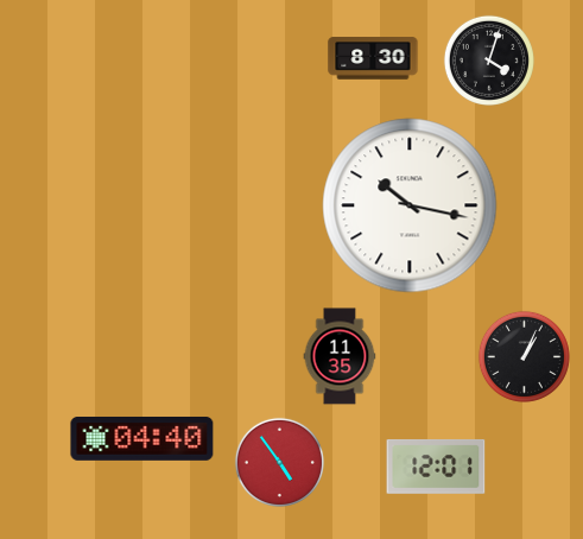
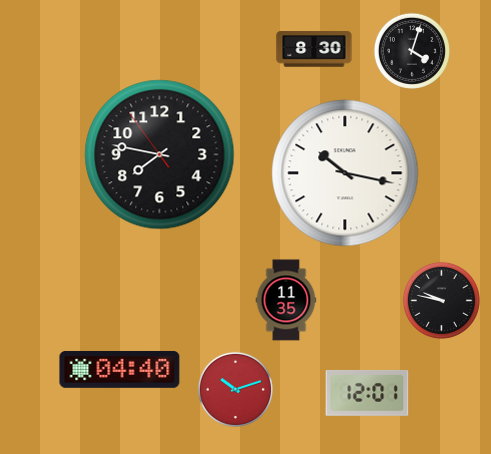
clock at (160, 155): none -> 7:46
clock at (524, 356): 1:04 -> 9:47
clock at (279, 462): 4:54 -> 10:12
